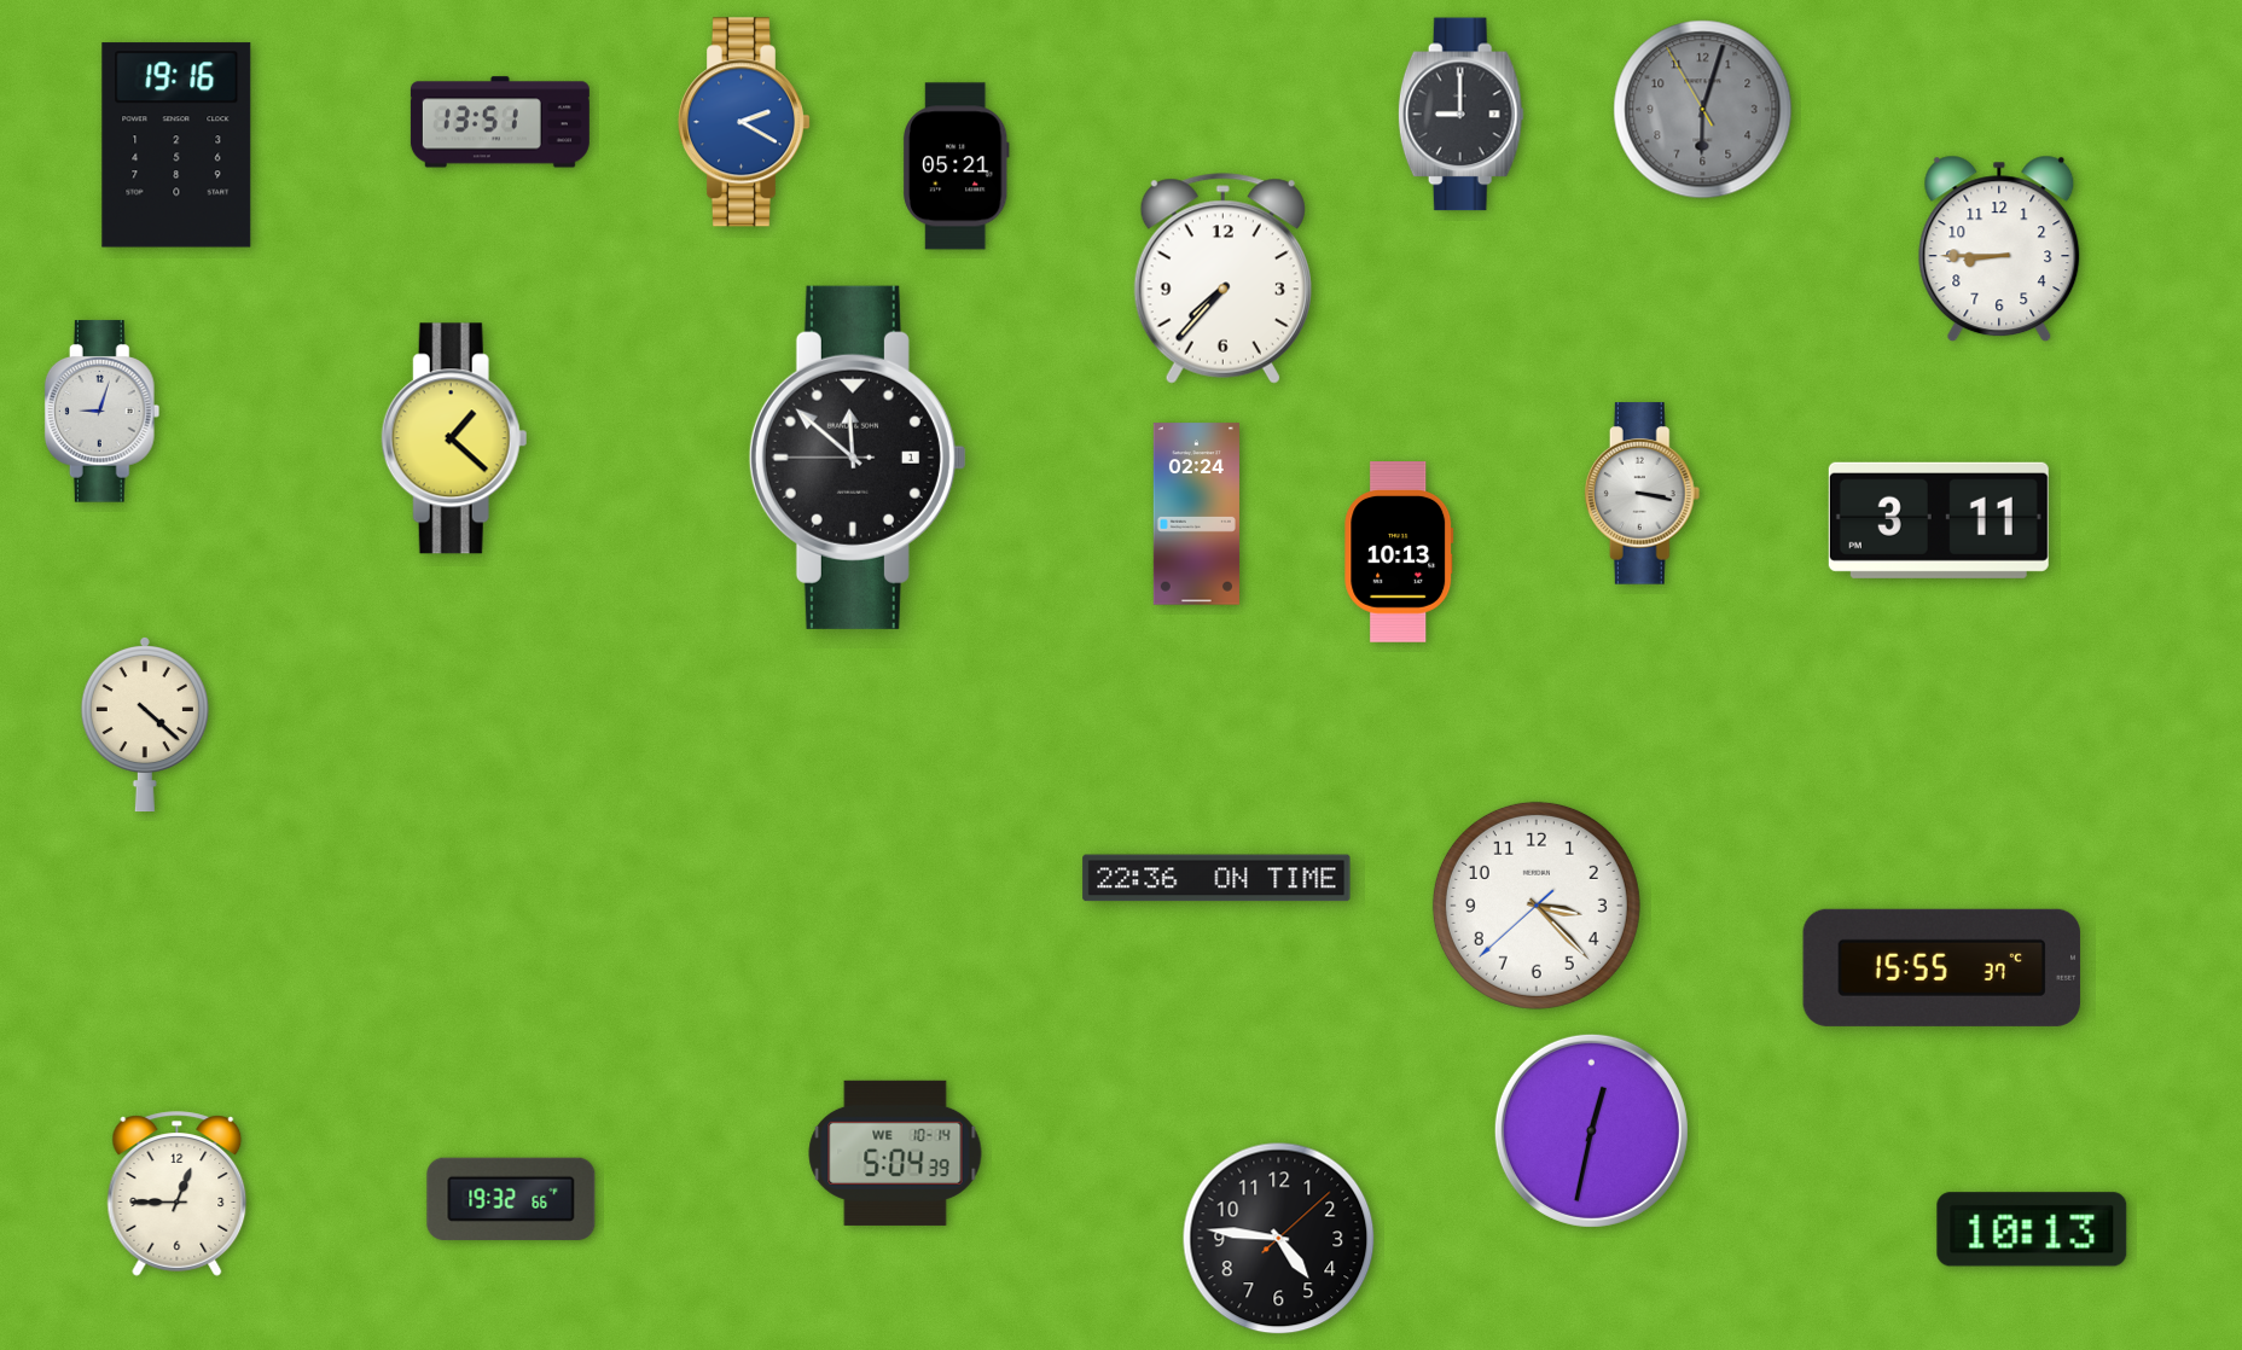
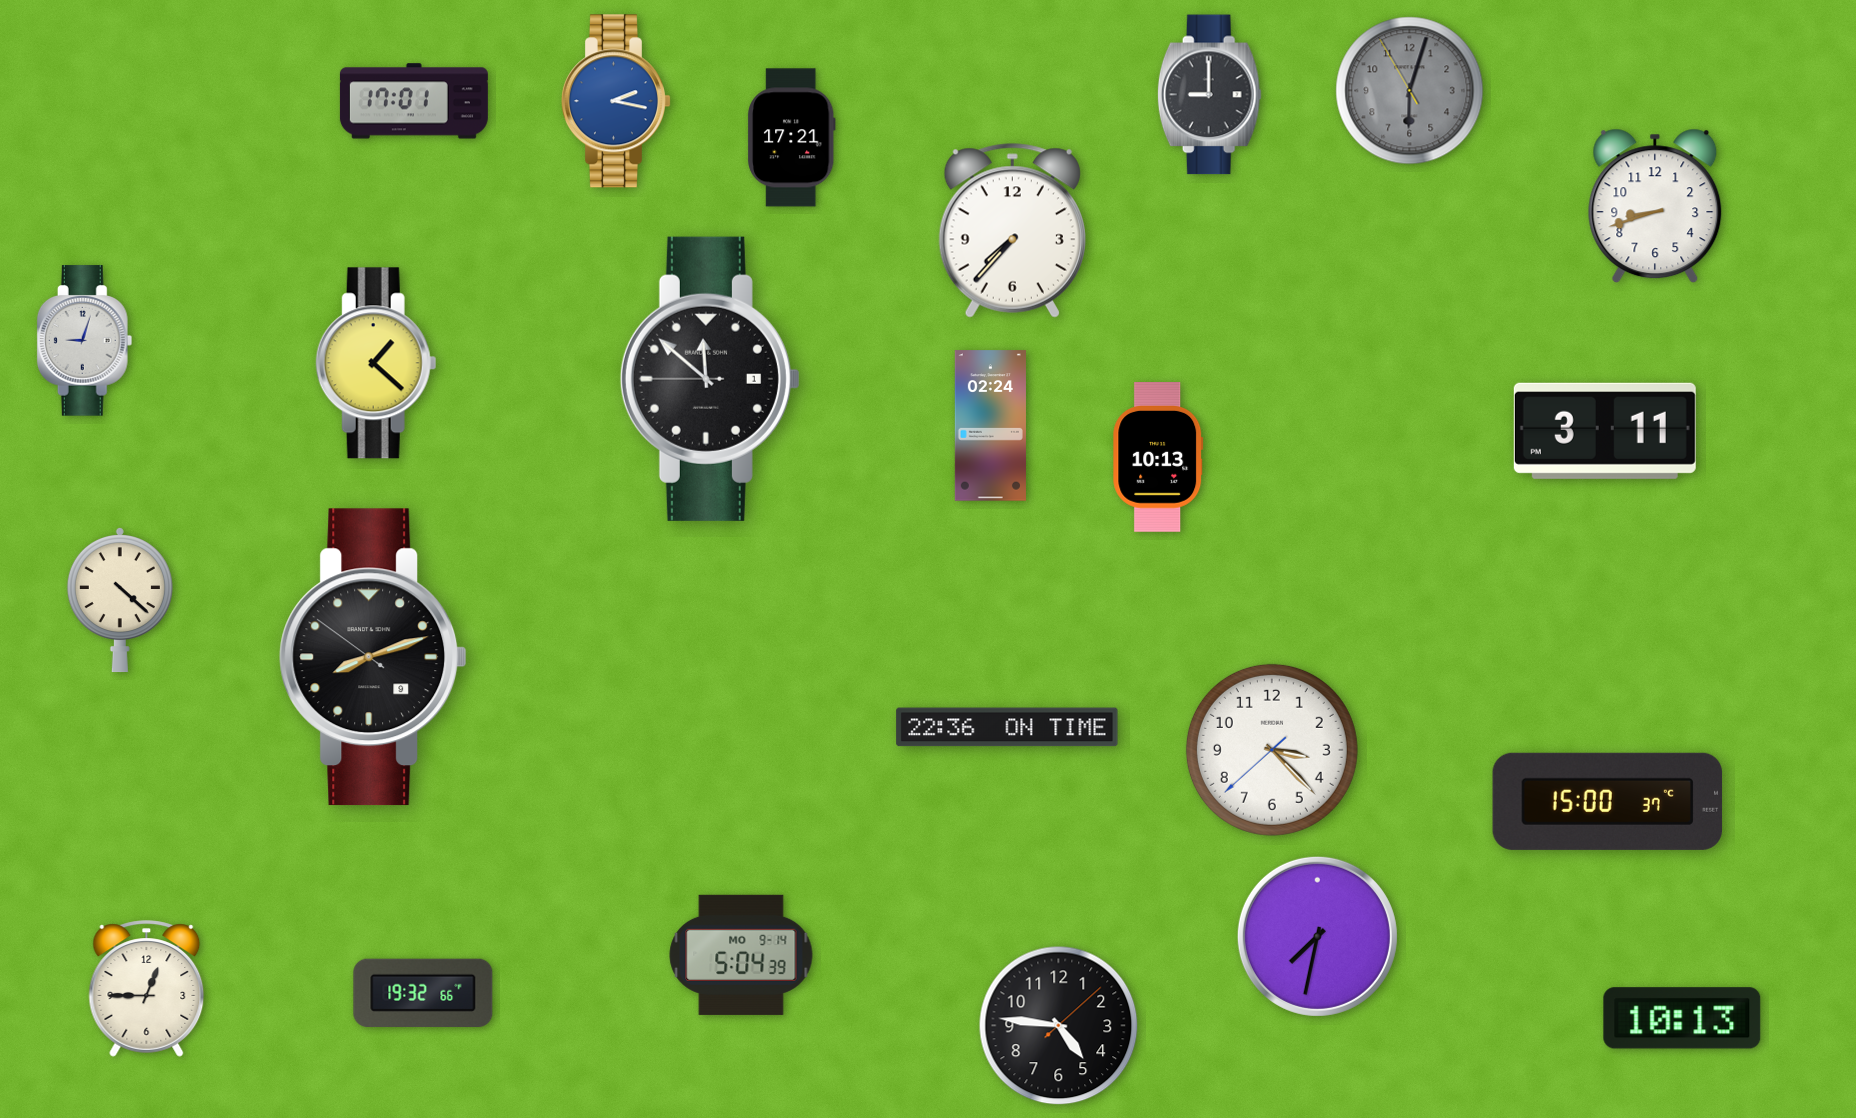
clock at (500, 122): 13:51 -> 17:01
clock at (744, 122): 2:20 -> 2:17
clock at (176, 145): 19:16 -> none
clock at (956, 167): 05:21 -> 17:21
clock at (1999, 249): 8:45 -> 8:42
clock at (1643, 494): 3:17 -> none
clock at (373, 657): none -> 8:11
clock at (1942, 967): 15:55 -> 15:00
clock at (1591, 1130): 12:32 -> 7:32
clock at (895, 1153) date: WE 10-14 -> MO 9-14
